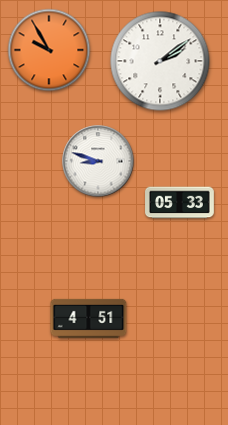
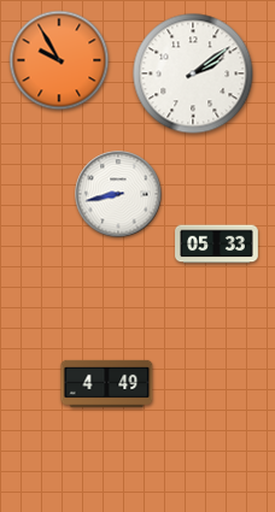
clock at (98, 161): 8:48 -> 8:43
clock at (89, 318): 4:51 -> 4:49
